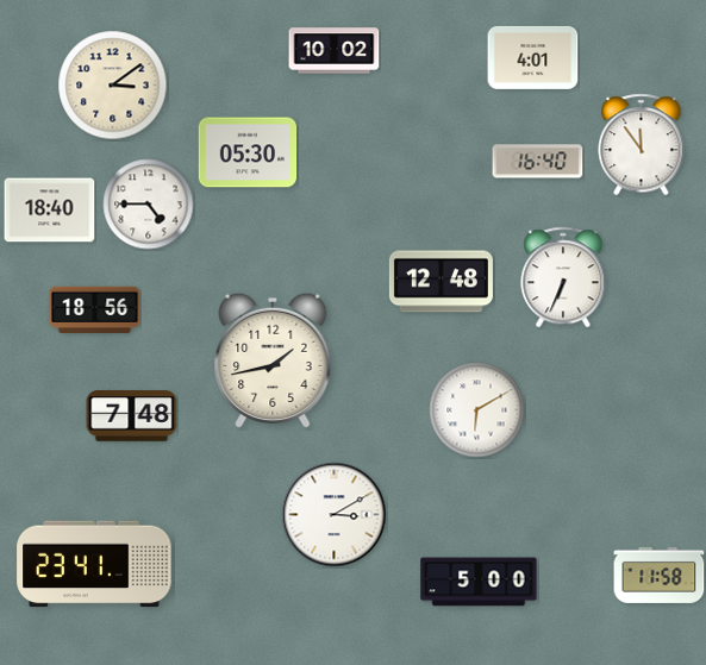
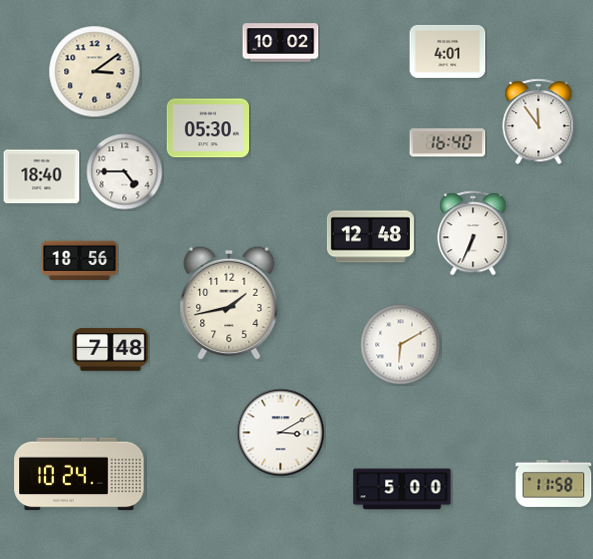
clock at (533, 57) position: (533, 57) -> (448, 51)
clock at (538, 162) position: (538, 162) -> (448, 143)
clock at (94, 564): 23:41 -> 10:24
